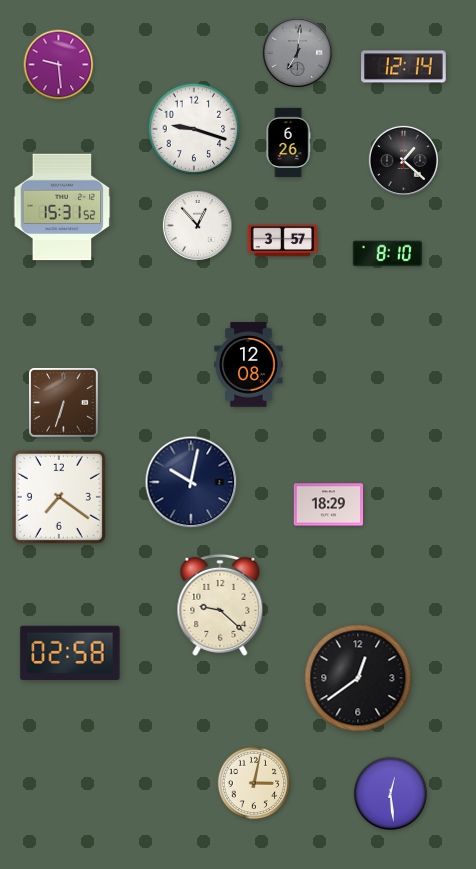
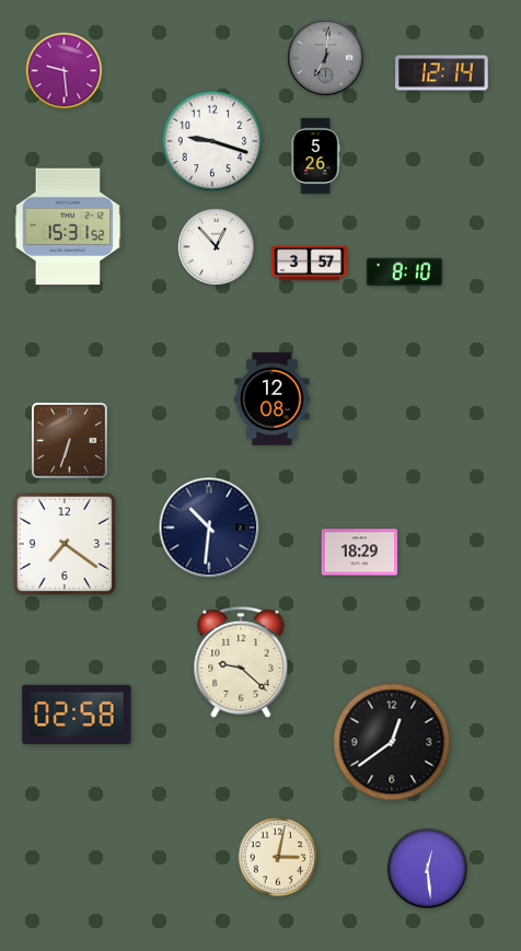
clock at (288, 143): 6:26 -> 5:26
clock at (403, 160): 1:22 -> none
clock at (387, 254) position: (387, 254) -> (404, 272)
clock at (191, 482): 10:02 -> 10:31
